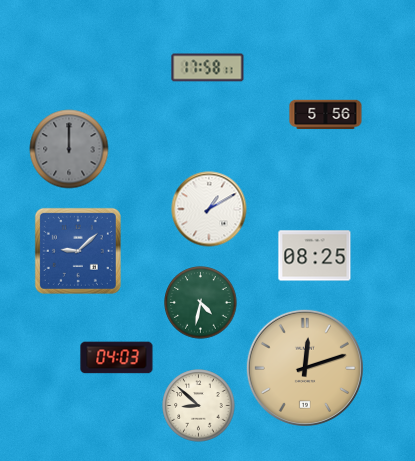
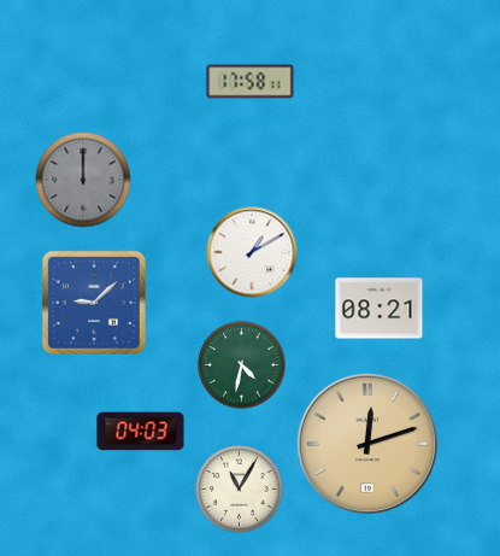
clock at (326, 115): 5:56 -> none
clock at (315, 256): 08:25 -> 08:21
clock at (199, 406): 8:52 -> 11:05
